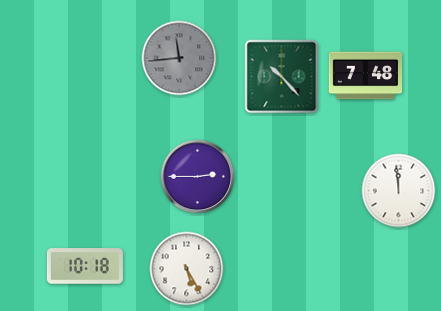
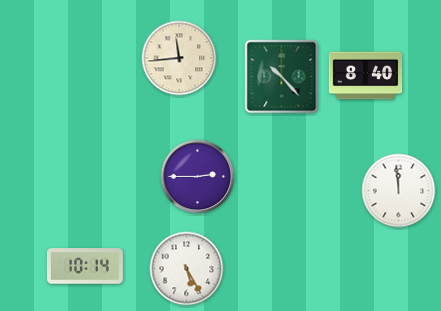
clock at (179, 58) dial: grey -> cream
clock at (366, 76): 7:48 -> 8:40
clock at (85, 266): 10:18 -> 10:14
